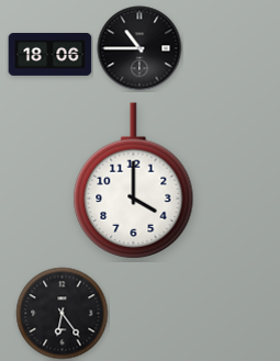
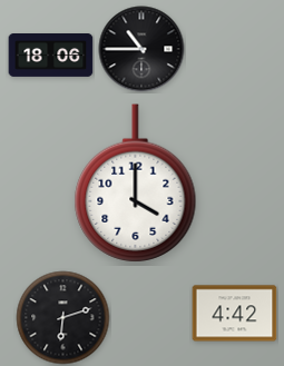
clock at (235, 314): none -> 4:42
clock at (63, 314): 6:24 -> 6:12
